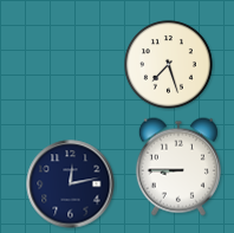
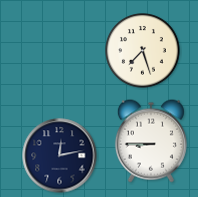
clock at (169, 65) position: (169, 65) -> (143, 51)
